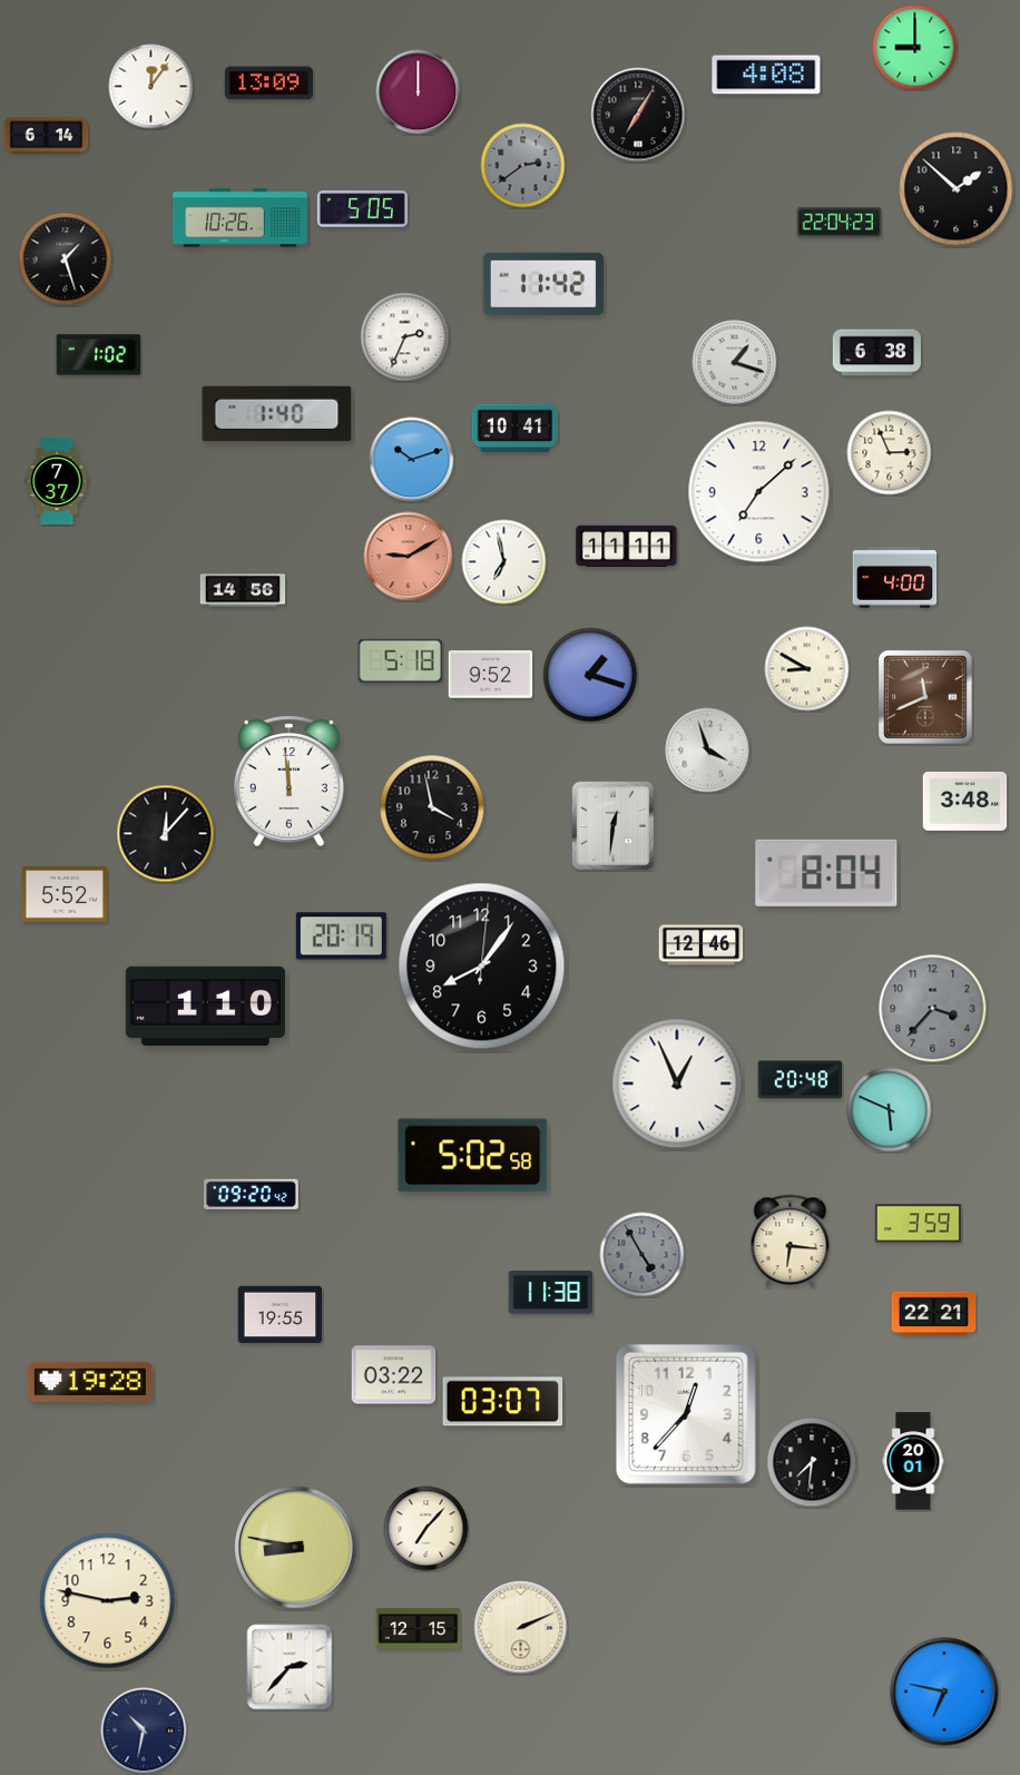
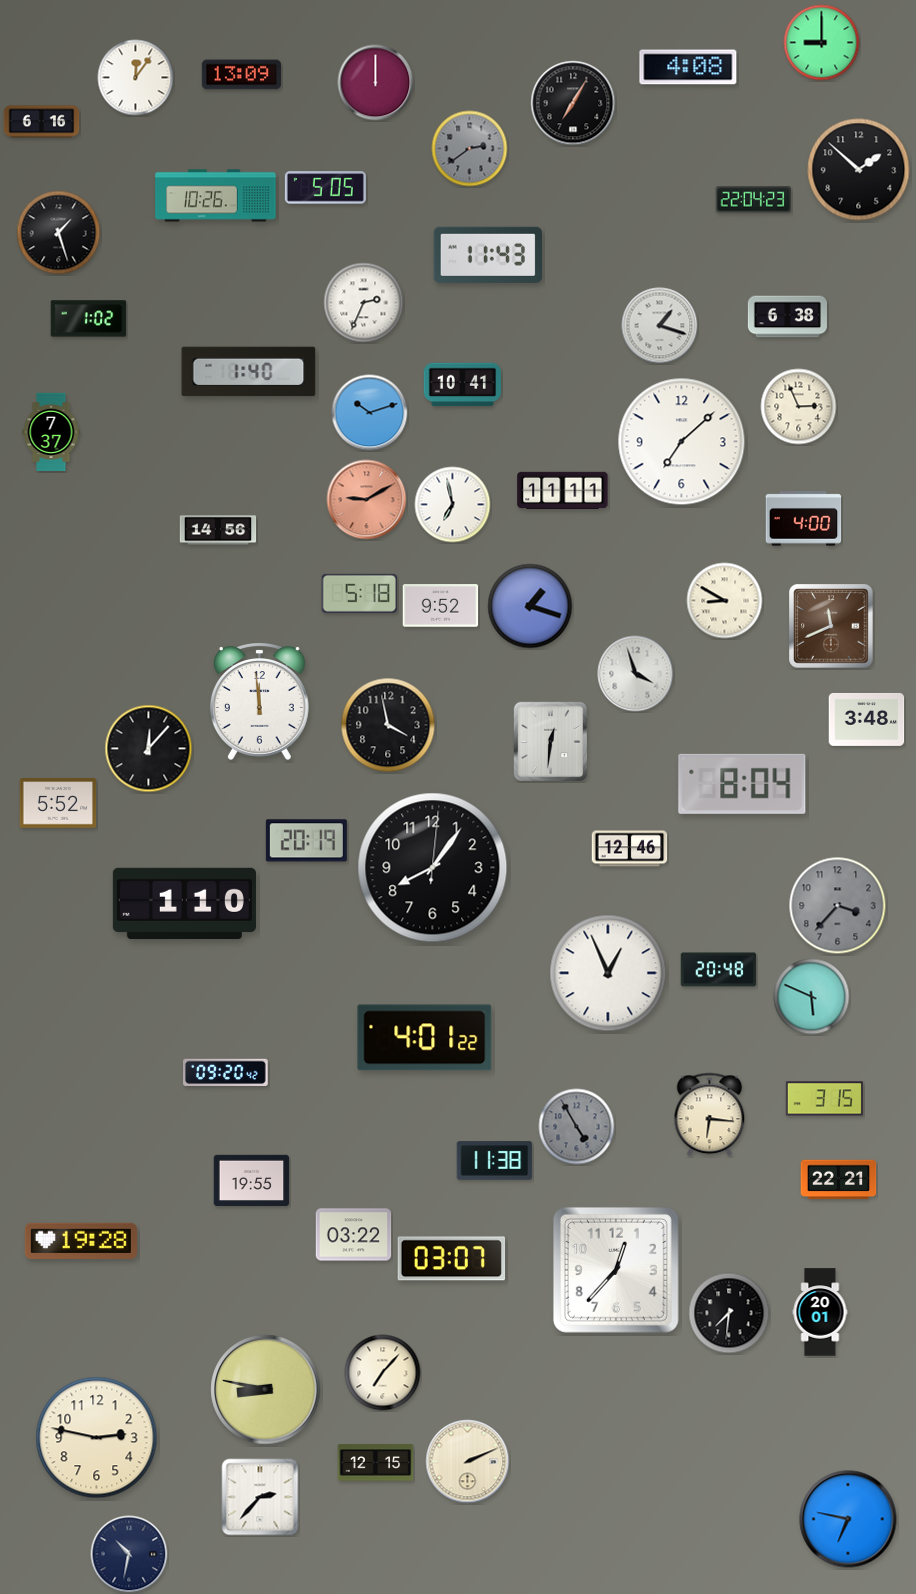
clock at (47, 136): 6:14 -> 6:16
clock at (542, 284): 11:42 -> 11:43
clock at (890, 1110) position: (890, 1110) -> (812, 997)
clock at (473, 1156): 5:02 -> 4:01
clock at (919, 1224): 3:59 -> 3:15
